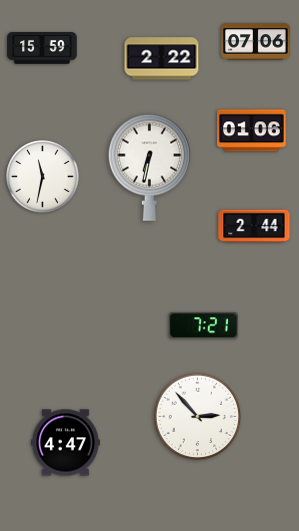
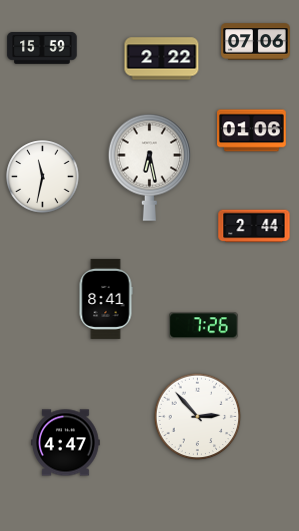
clock at (149, 167): 6:32 -> 6:28
clock at (106, 299): none -> 8:41
clock at (204, 326): 7:21 -> 7:26
